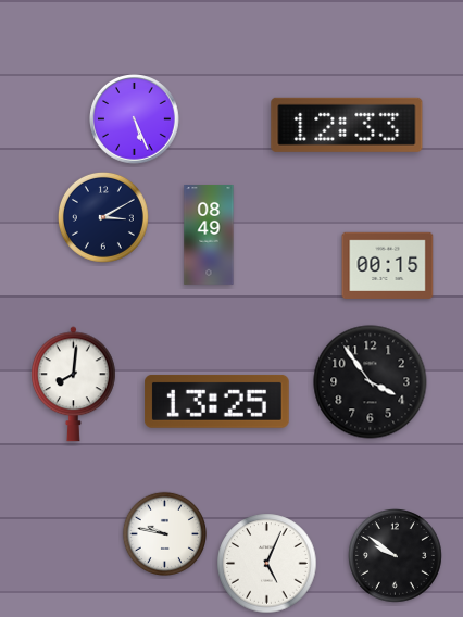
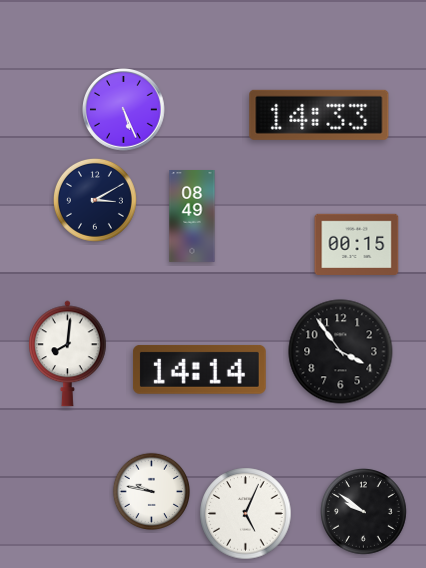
clock at (347, 125): 12:33 -> 14:33
clock at (216, 401): 13:25 -> 14:14
clock at (267, 564) position: (267, 564) -> (246, 514)
